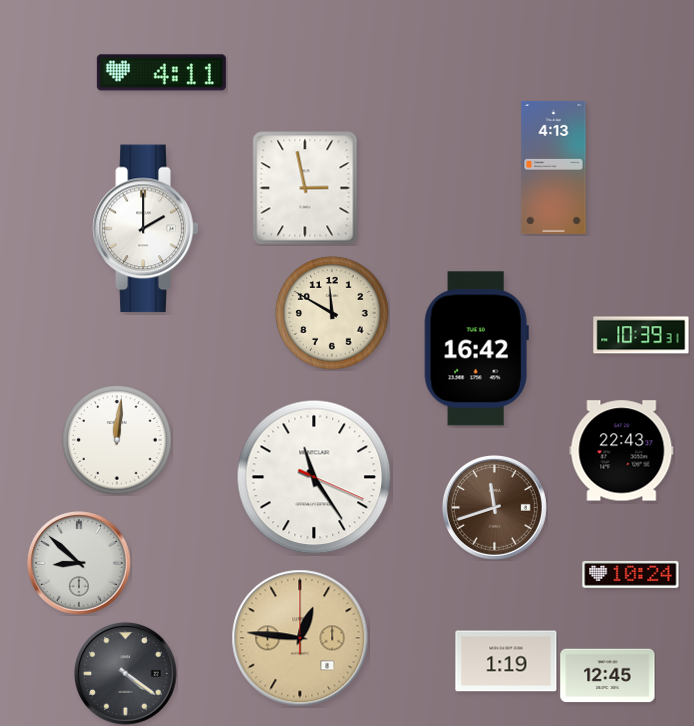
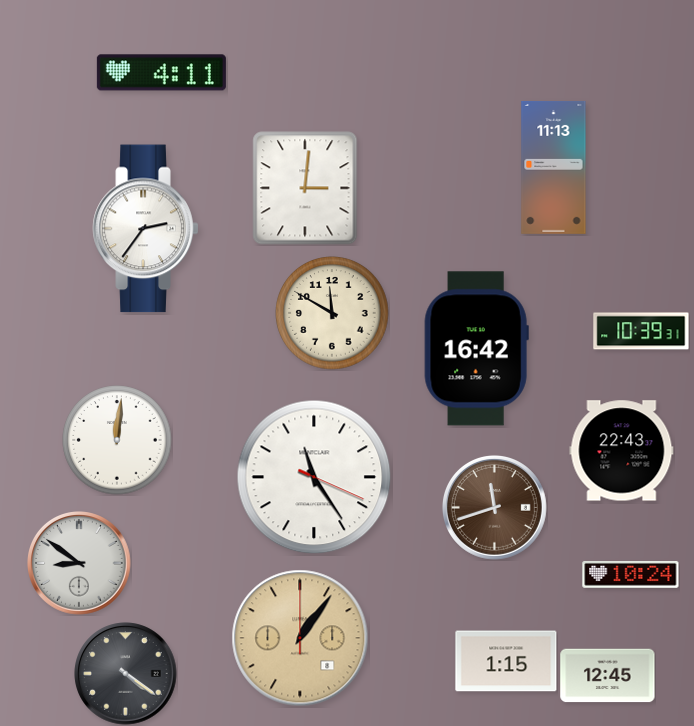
clock at (554, 167): 4:13 -> 11:13
clock at (305, 188): 2:58 -> 3:01
clock at (146, 229): 2:00 -> 2:36
clock at (641, 335) position: (641, 335) -> (641, 331)
clock at (80, 564): 8:52 -> 8:51
clock at (300, 638): 12:46 -> 1:06
clock at (506, 661): 1:19 -> 1:15
